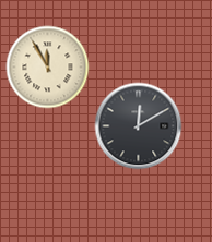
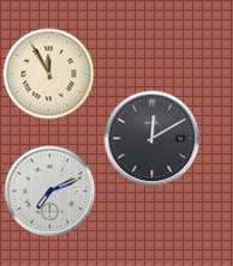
clock at (48, 68) position: (48, 68) -> (49, 74)
clock at (50, 192): none -> 7:11
